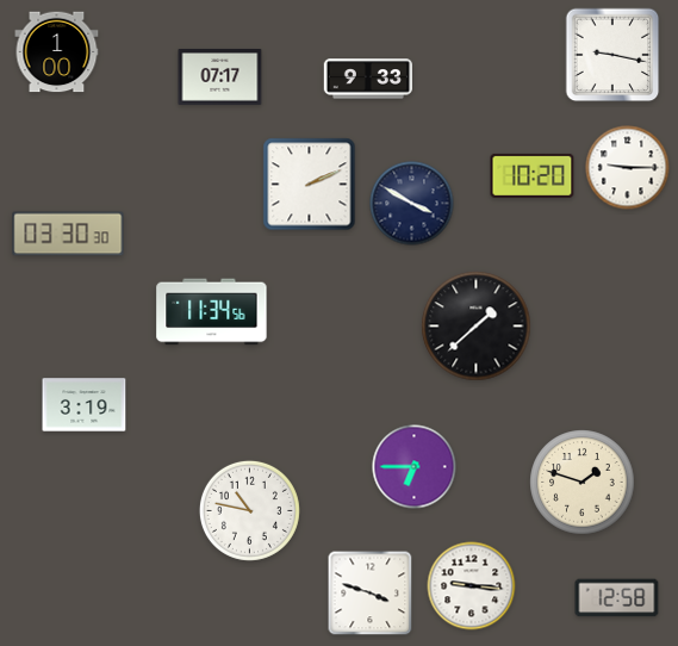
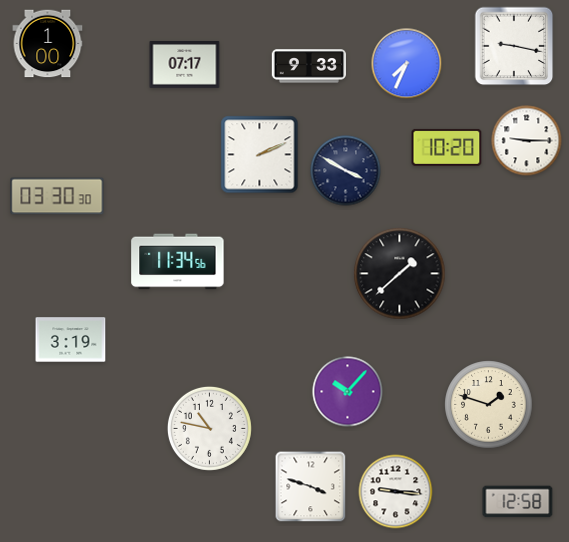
clock at (407, 64): none -> 7:34
clock at (415, 467): 6:45 -> 10:07
clock at (371, 594) position: (371, 594) -> (311, 487)
